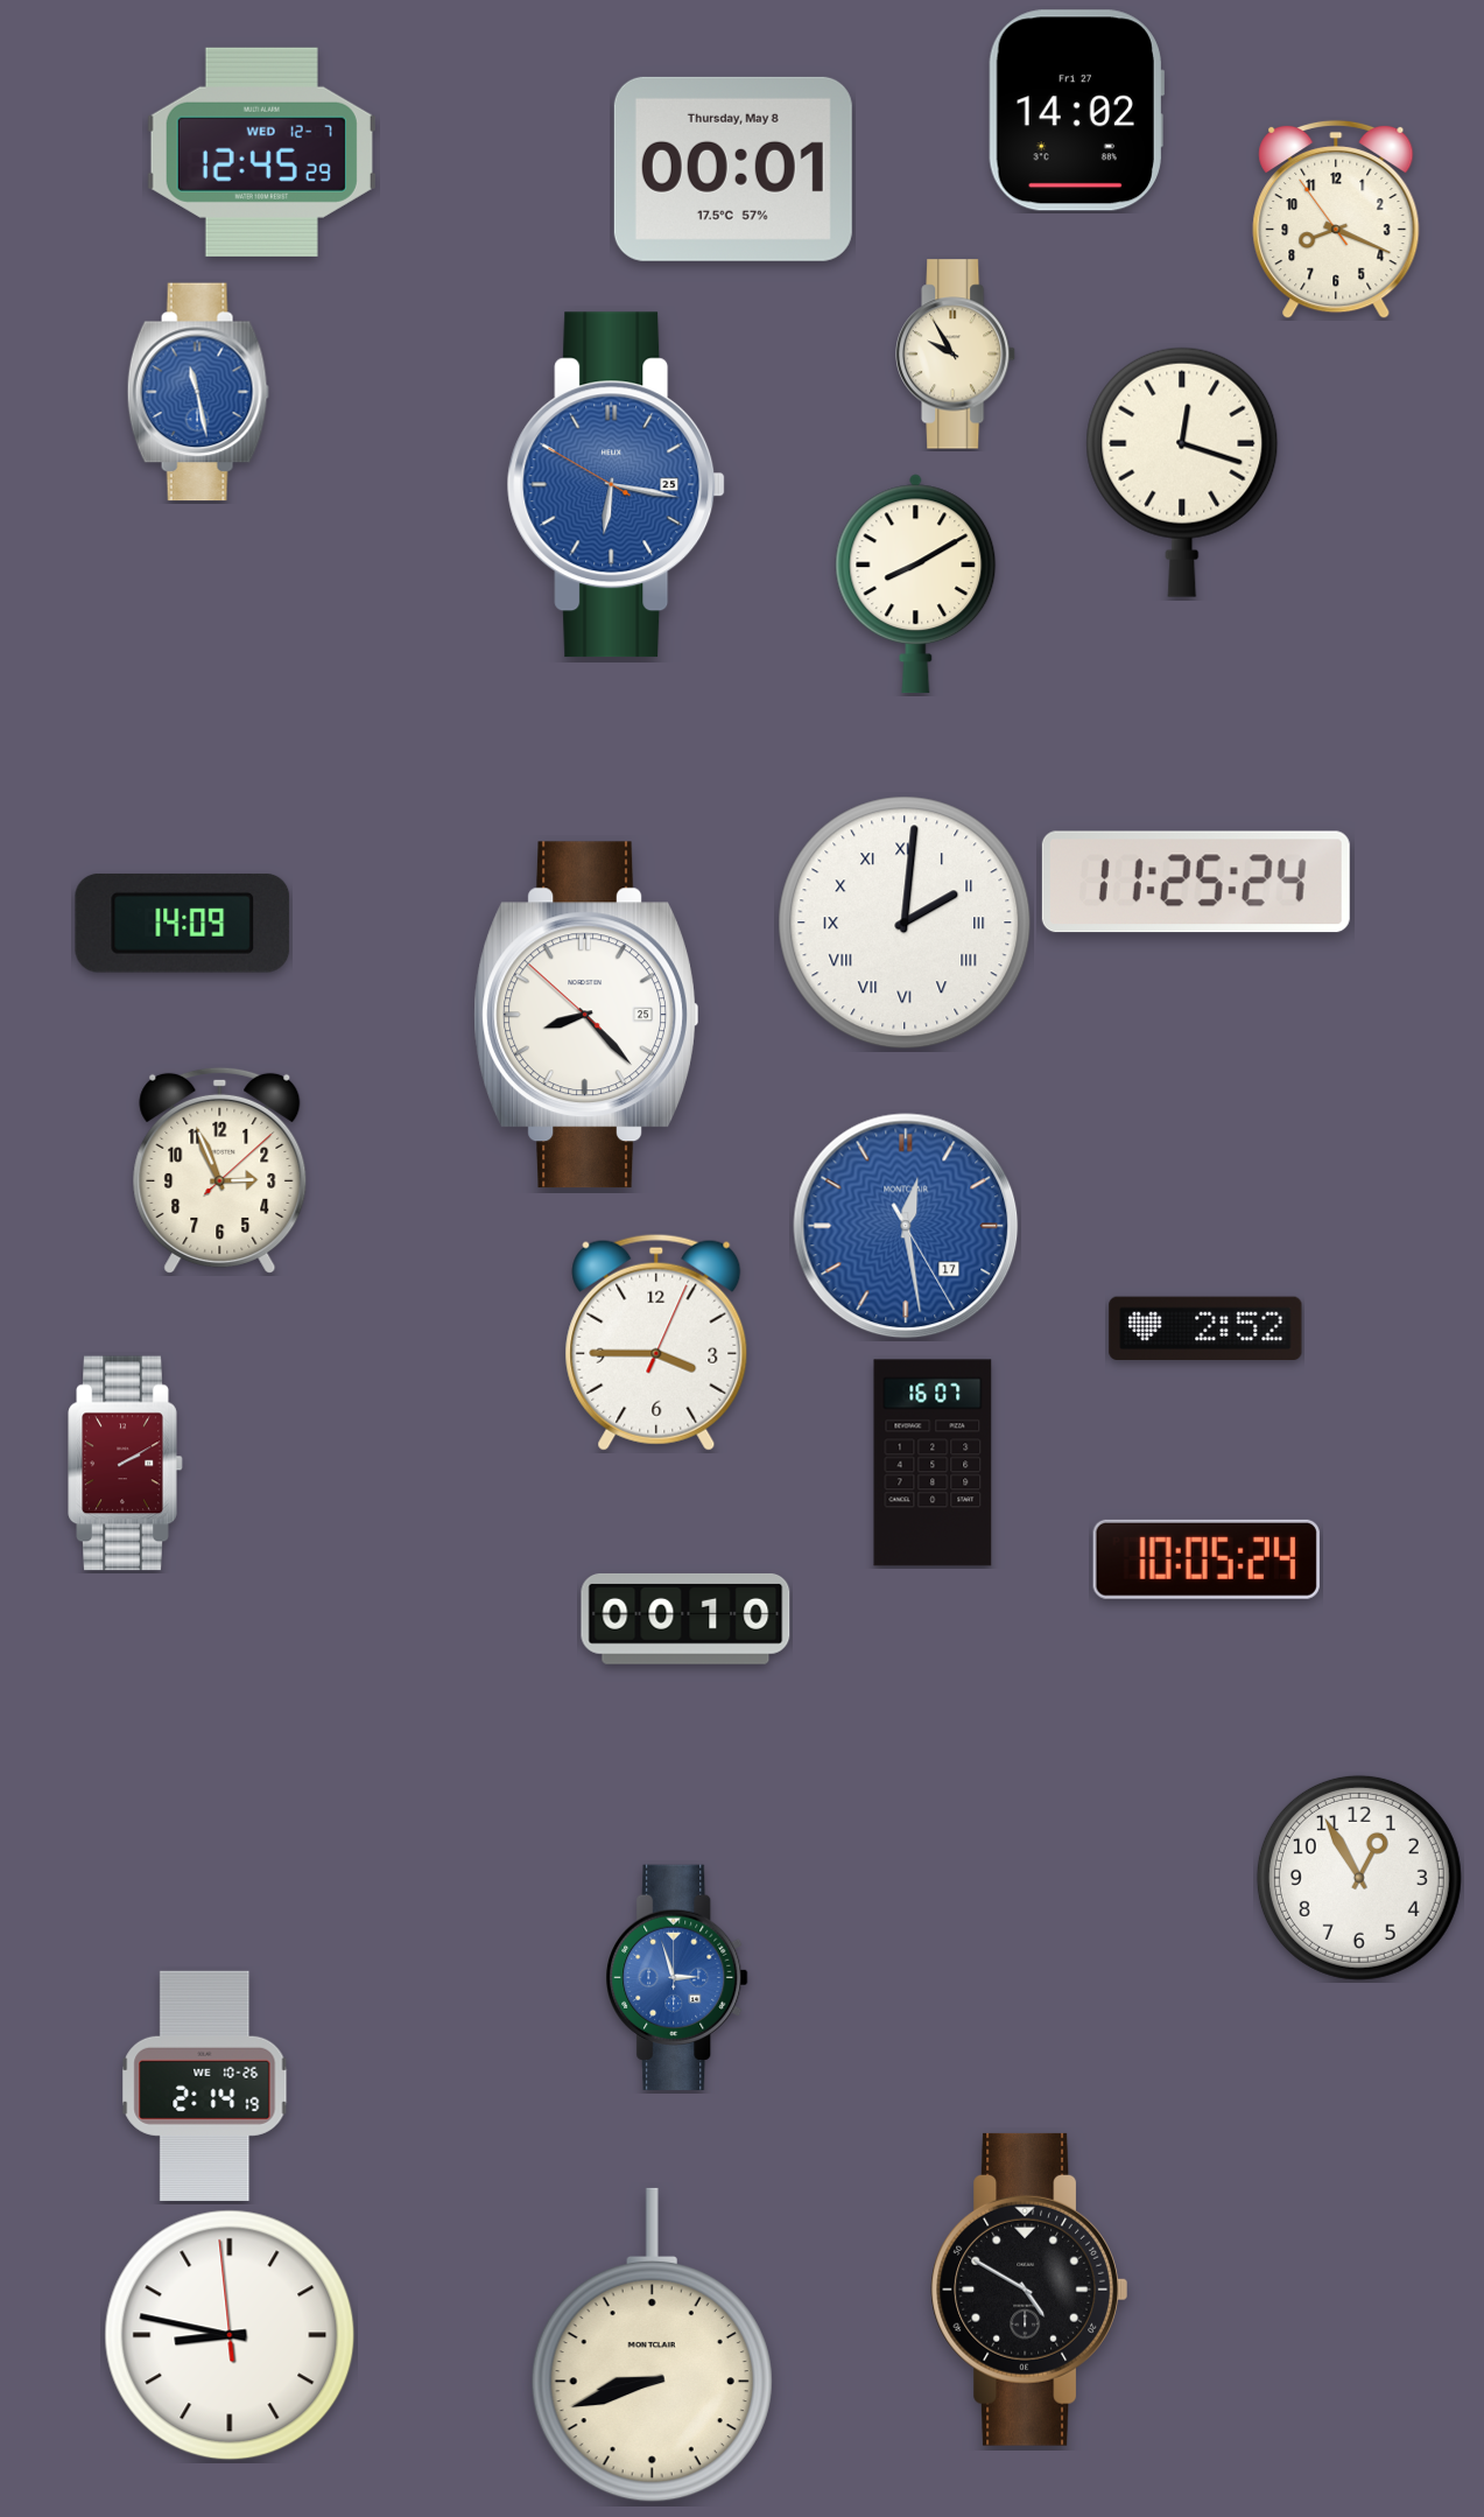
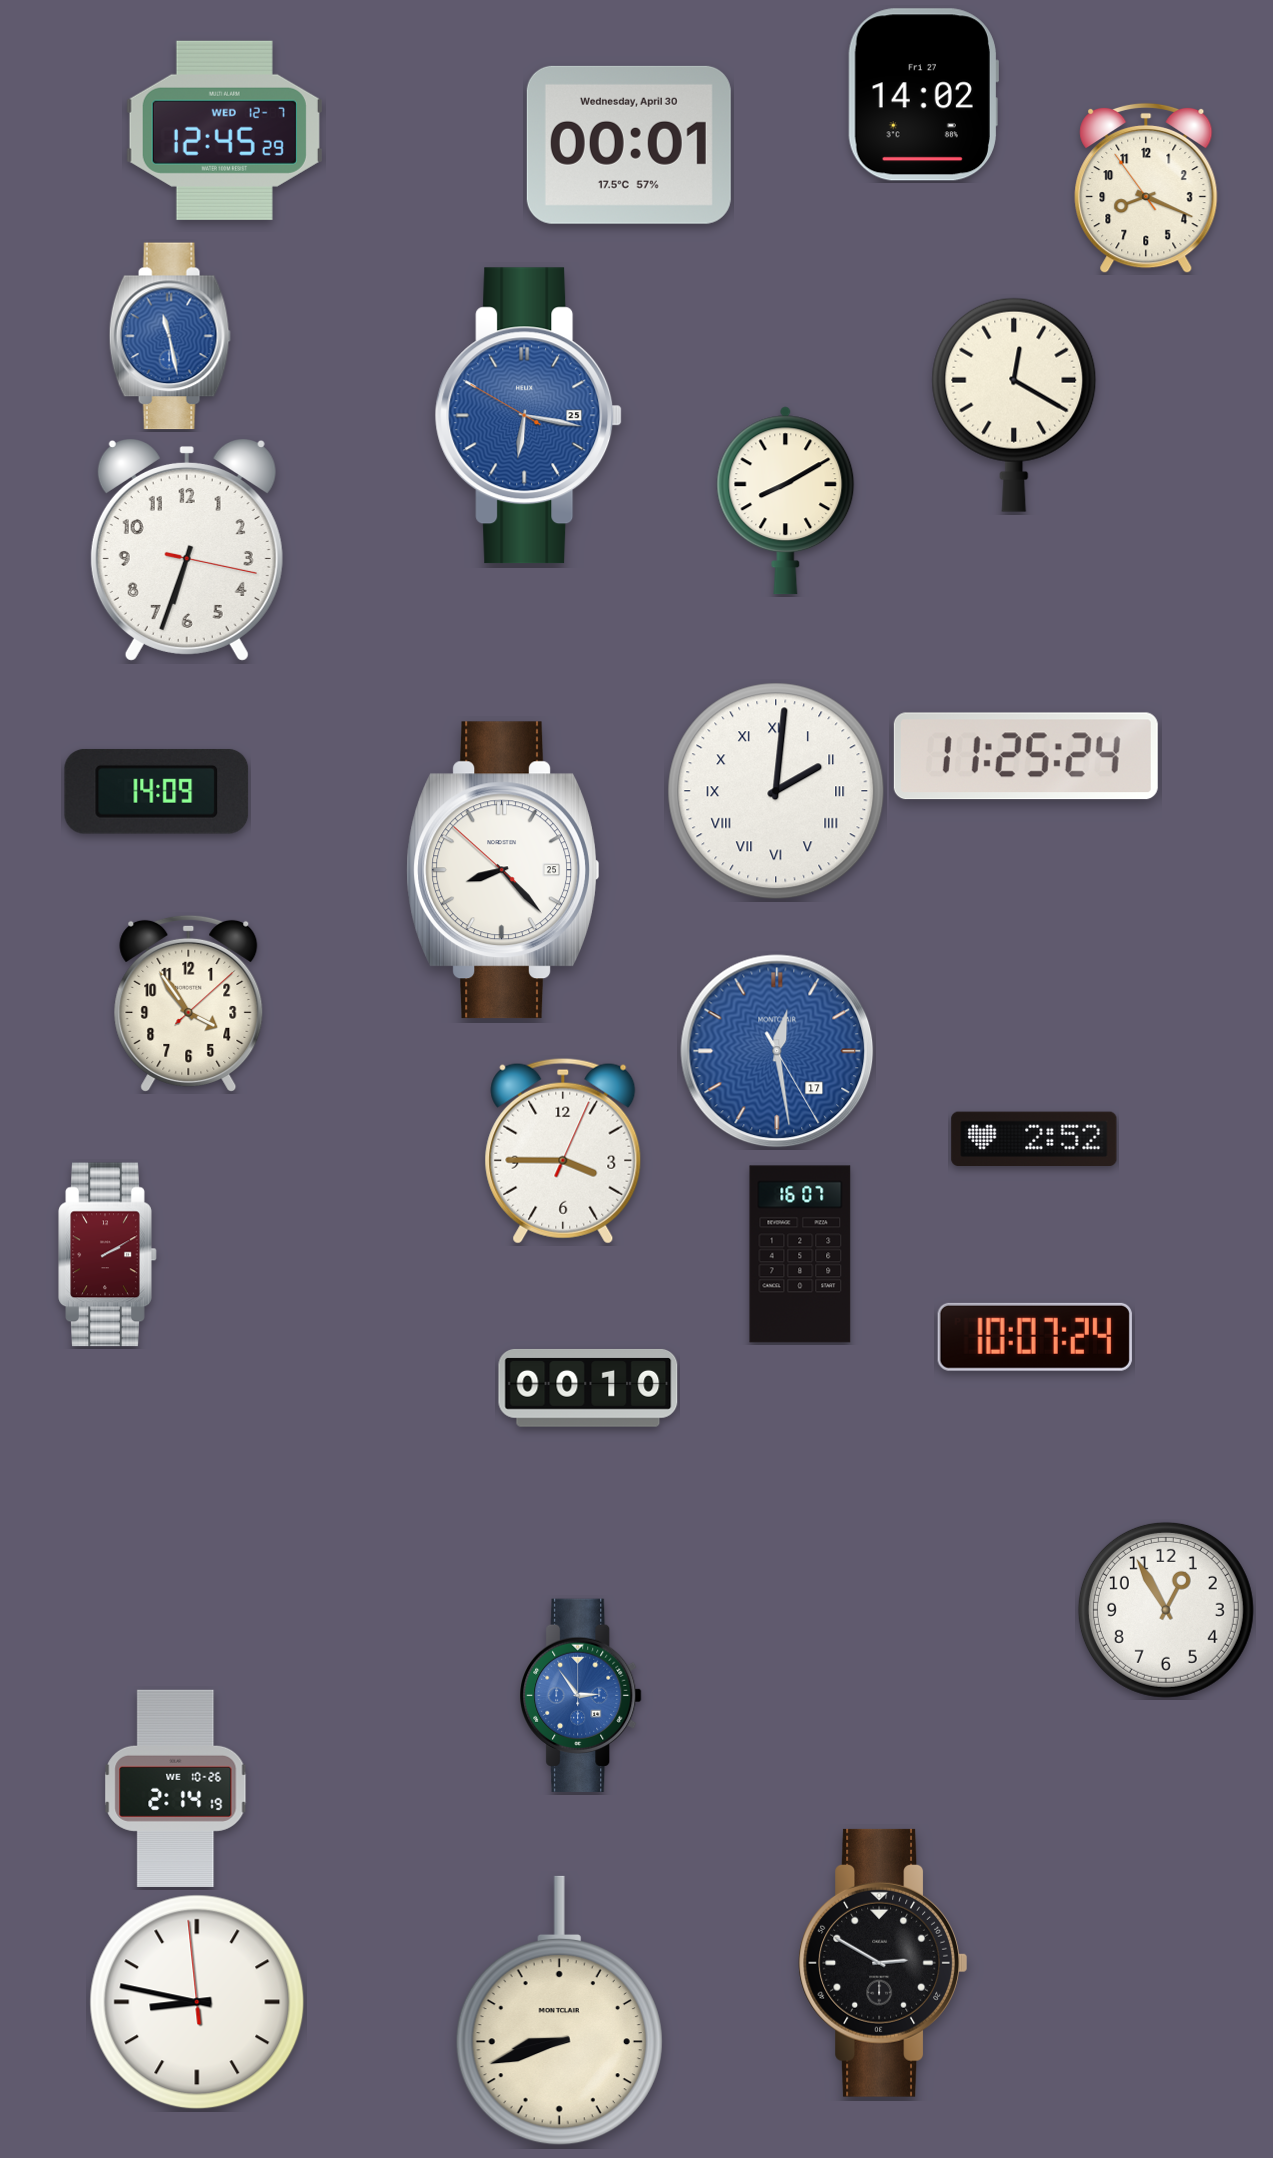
clock at (733, 169) date: Thursday, May 8 -> Wednesday, April 30
clock at (957, 355): 9:55 -> none
clock at (1182, 472): 12:18 -> 12:20
clock at (187, 551): none -> 6:33
clock at (220, 1170): 2:56 -> 3:54
clock at (1207, 1559): 10:05 -> 10:07
clock at (677, 1977): 2:57 -> 2:54
clock at (1028, 2290): 4:50 -> 2:50
